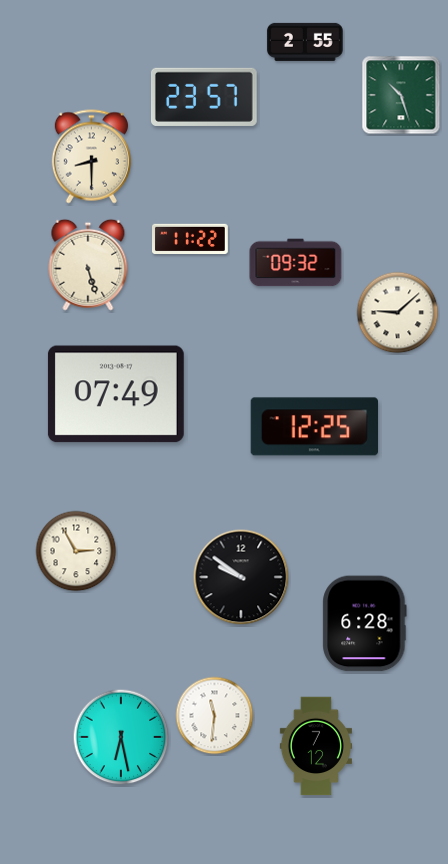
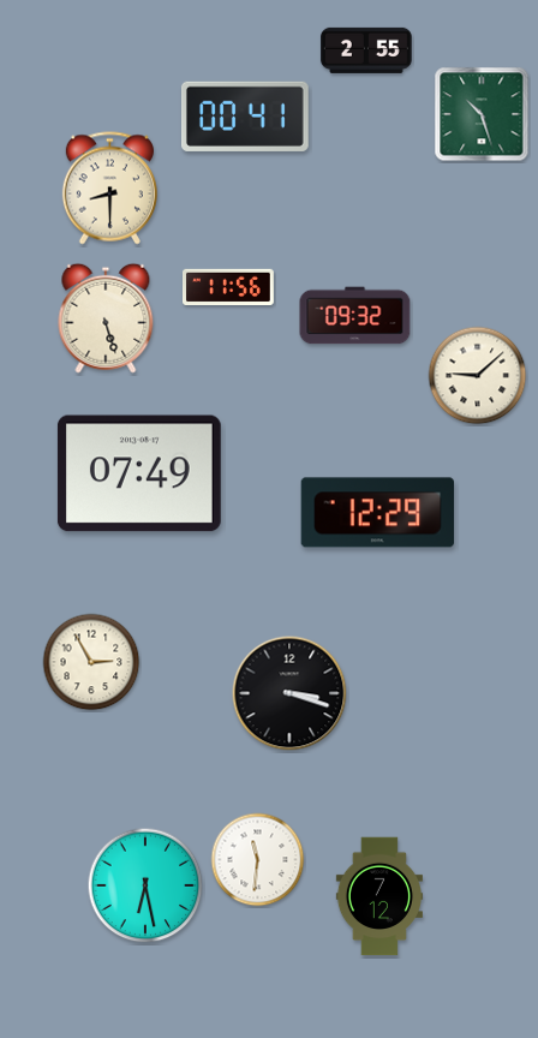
clock at (204, 97): 23:57 -> 00:41
clock at (191, 239): 11:22 -> 11:56
clock at (315, 427): 12:25 -> 12:29
clock at (241, 577): 9:51 -> 3:18
clock at (365, 624): 6:28 -> none
